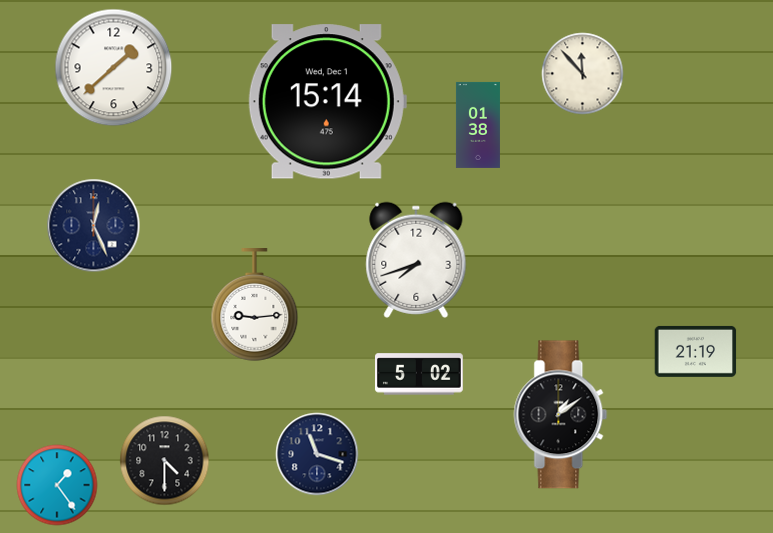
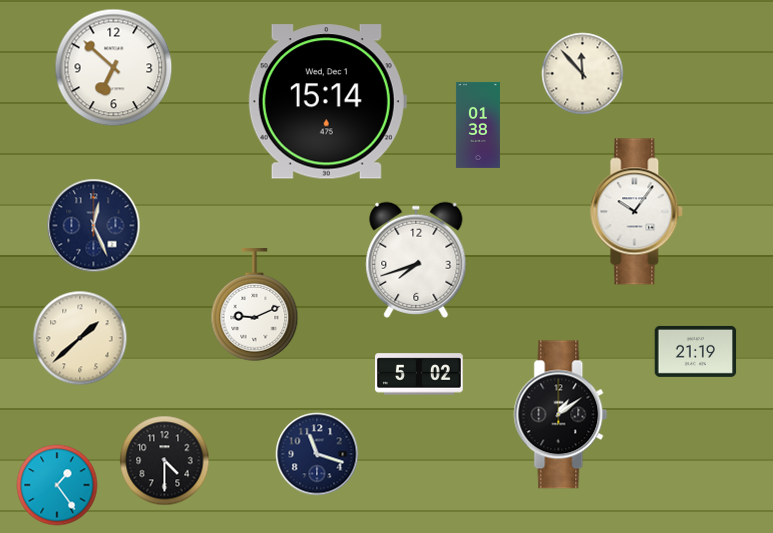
clock at (114, 68): 1:38 -> 6:52
clock at (637, 212): none -> 10:06
clock at (255, 305): 9:14 -> 9:11
clock at (80, 338): none -> 1:38
